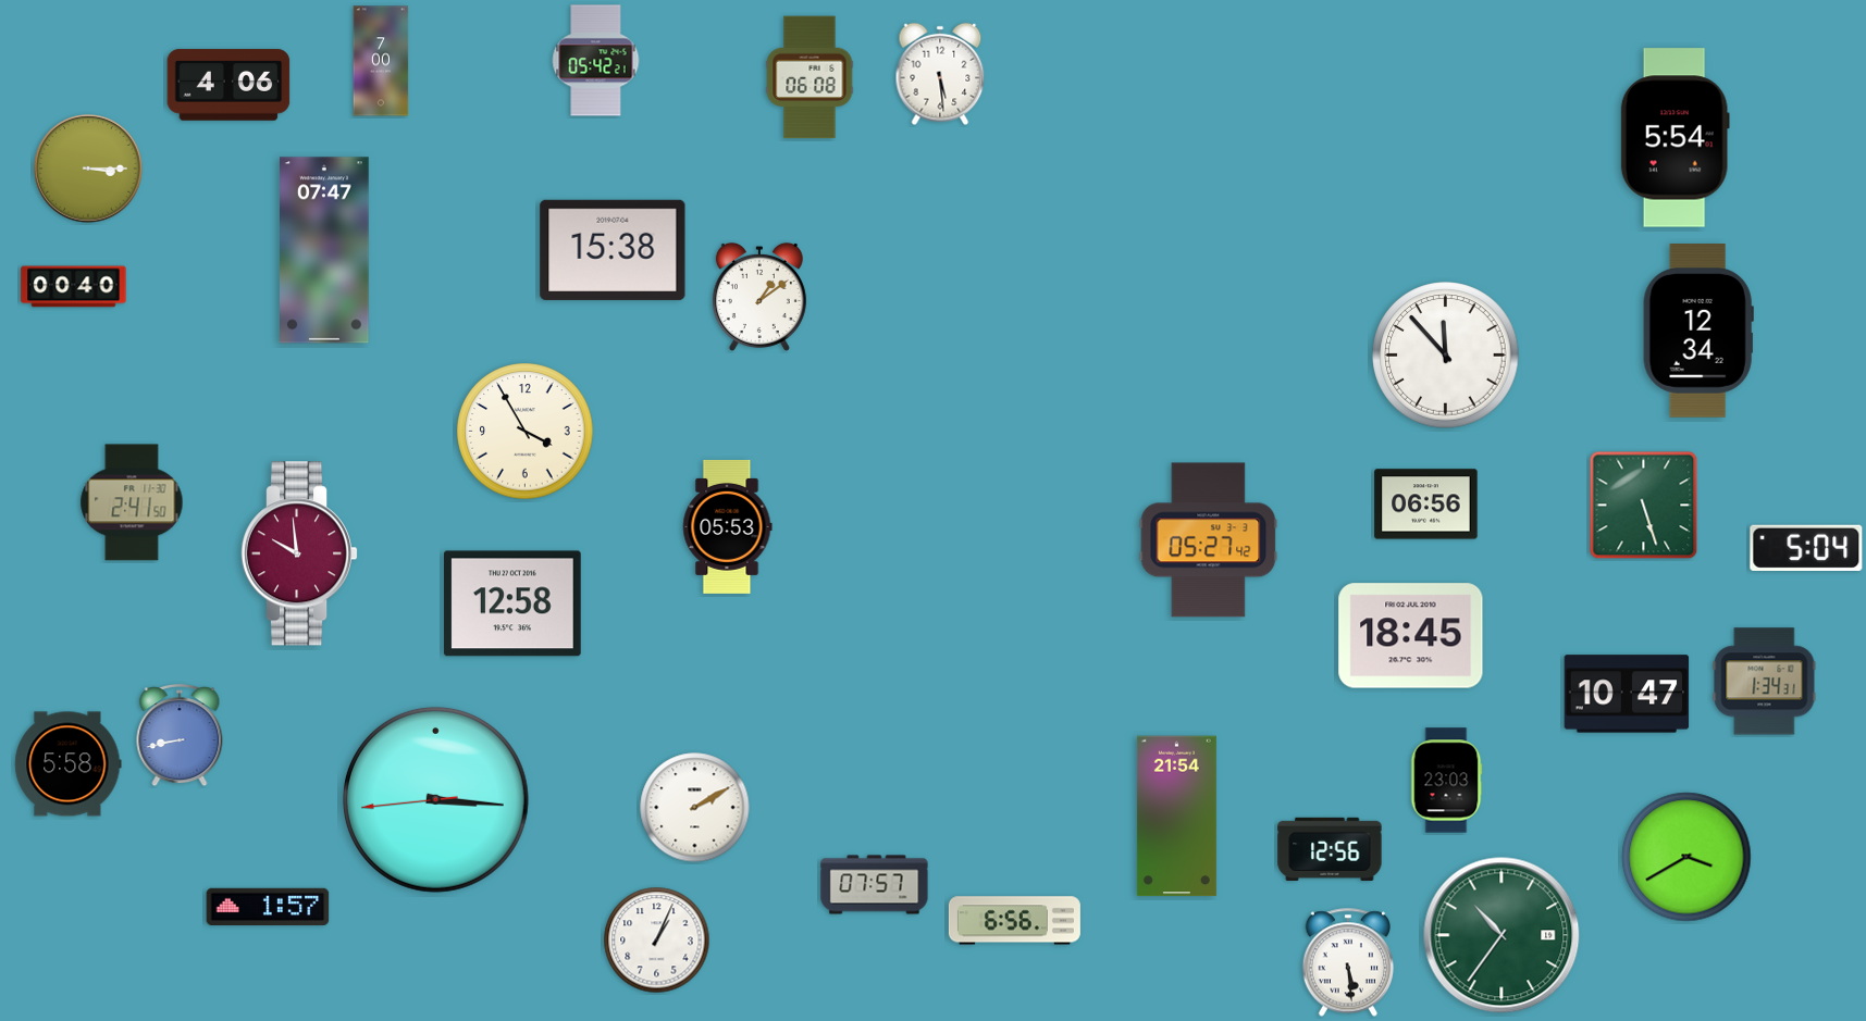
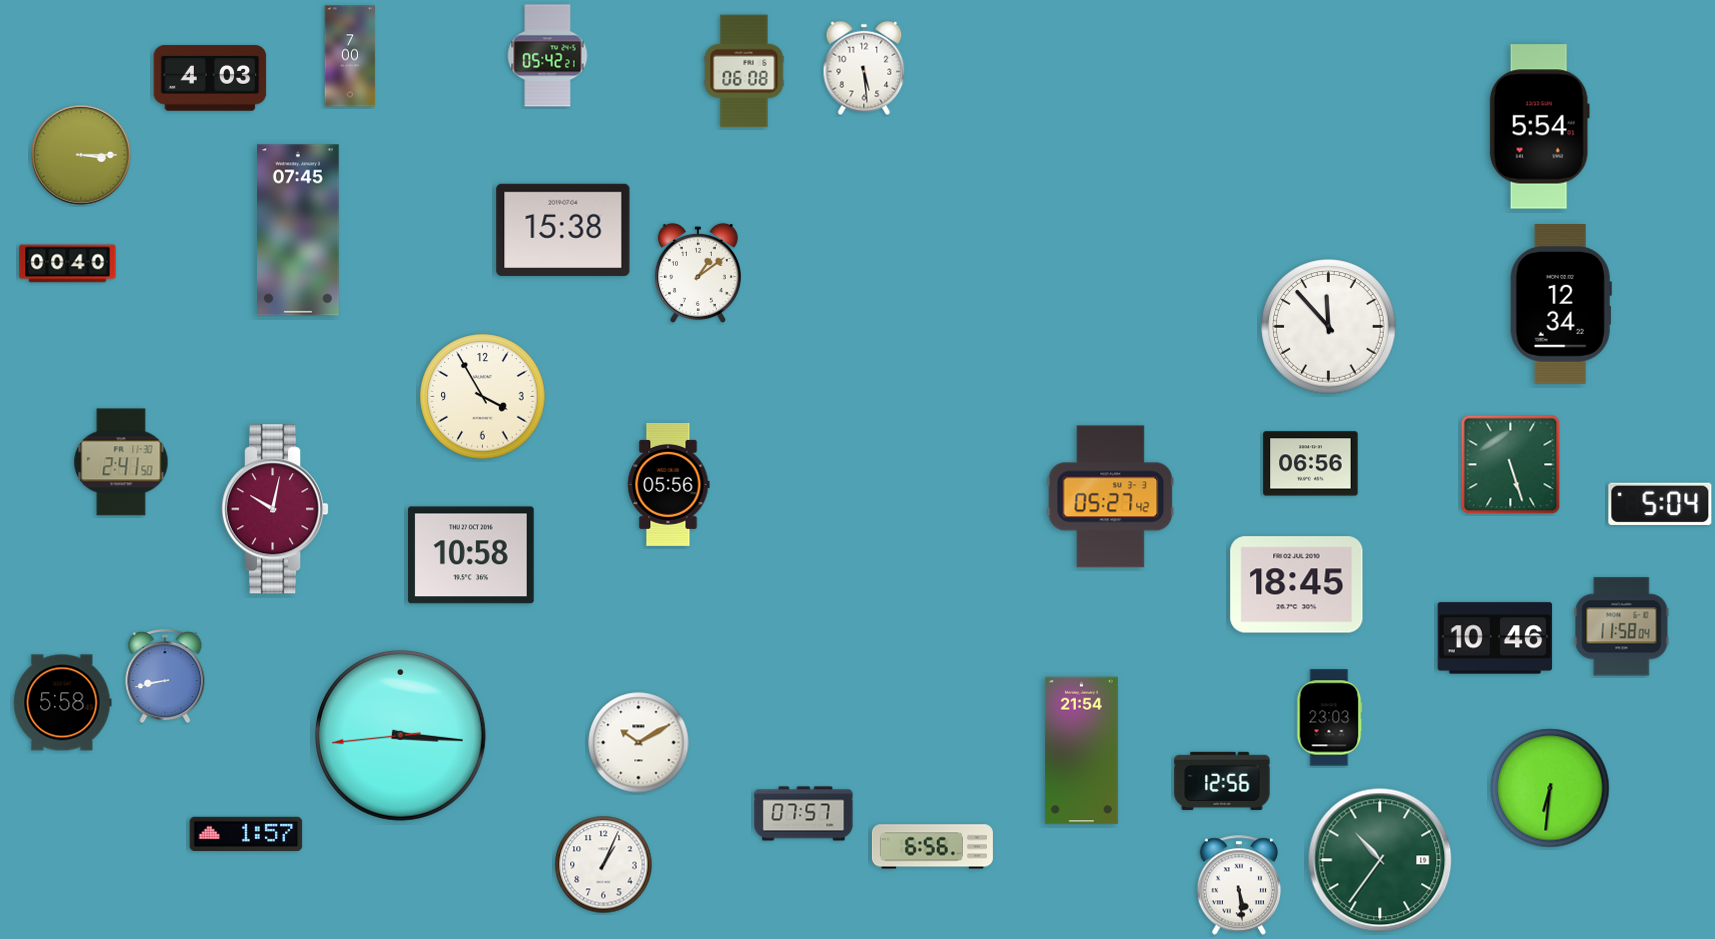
clock at (228, 85): 4:06 -> 4:03
clock at (325, 250): 07:47 -> 07:45
clock at (727, 526): 05:53 -> 05:56
clock at (299, 553): 9:59 -> 10:02
clock at (514, 603): 12:58 -> 10:58
clock at (1765, 682): 1:34 -> 11:58
clock at (1627, 694): 10:47 -> 10:46
clock at (695, 808): 2:10 -> 10:10
clock at (1686, 857): 3:40 -> 6:31
